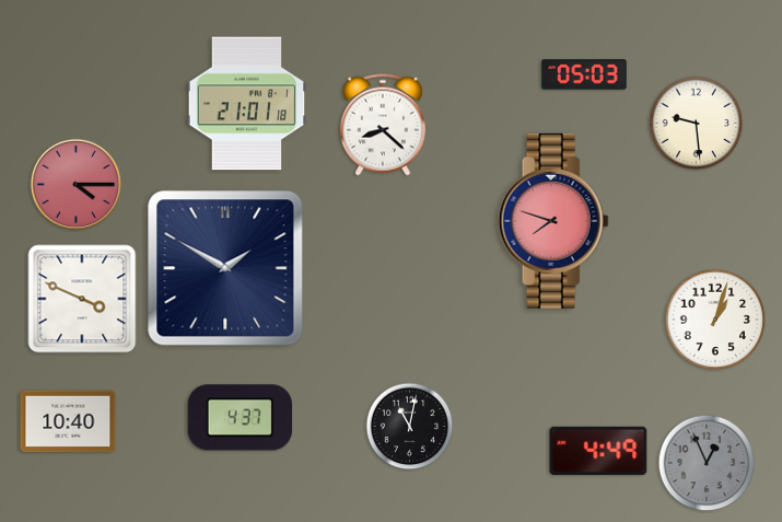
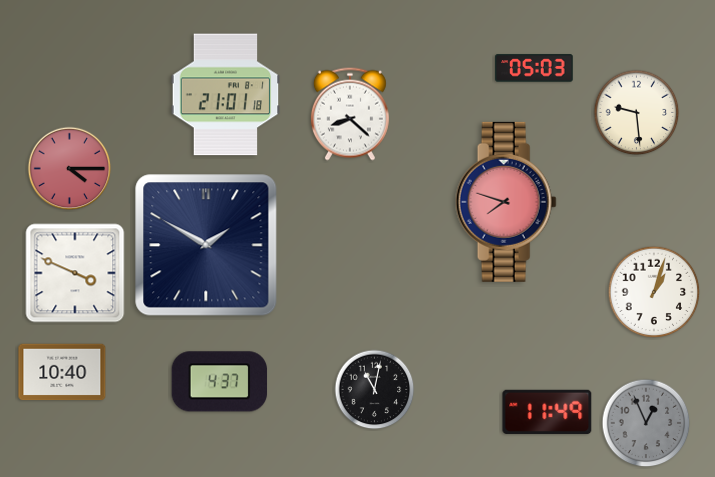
clock at (68, 421) position: (68, 421) -> (62, 372)
clock at (598, 451): 4:49 -> 11:49
